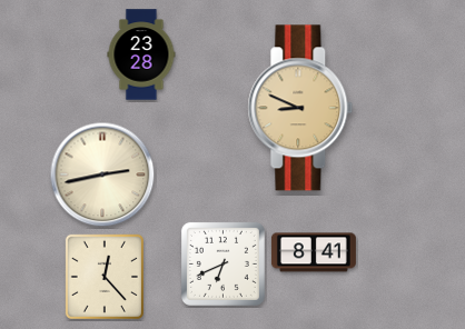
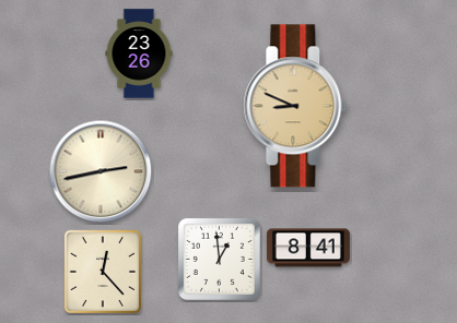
clock at (141, 54): 23:28 -> 23:26
clock at (222, 263): 6:41 -> 12:59
